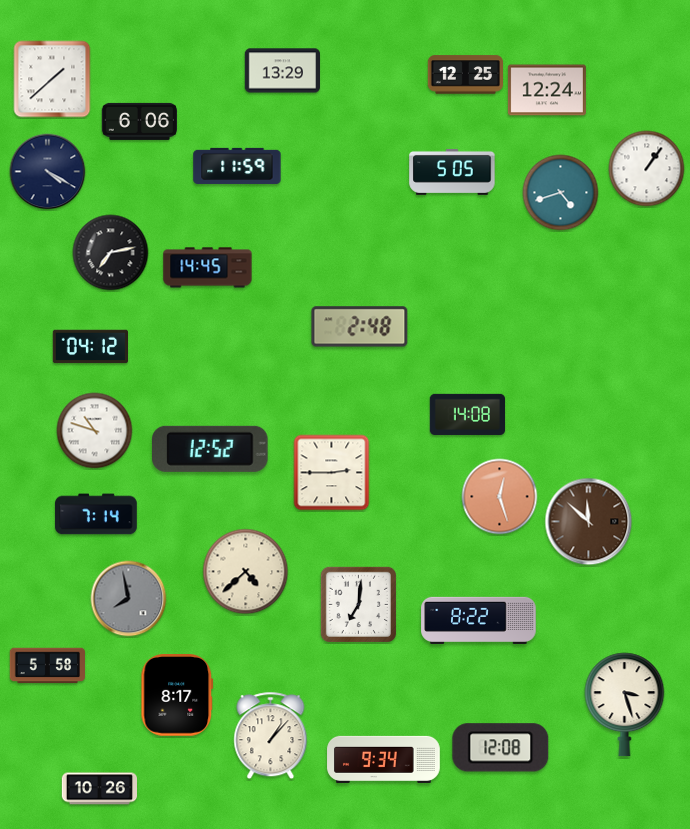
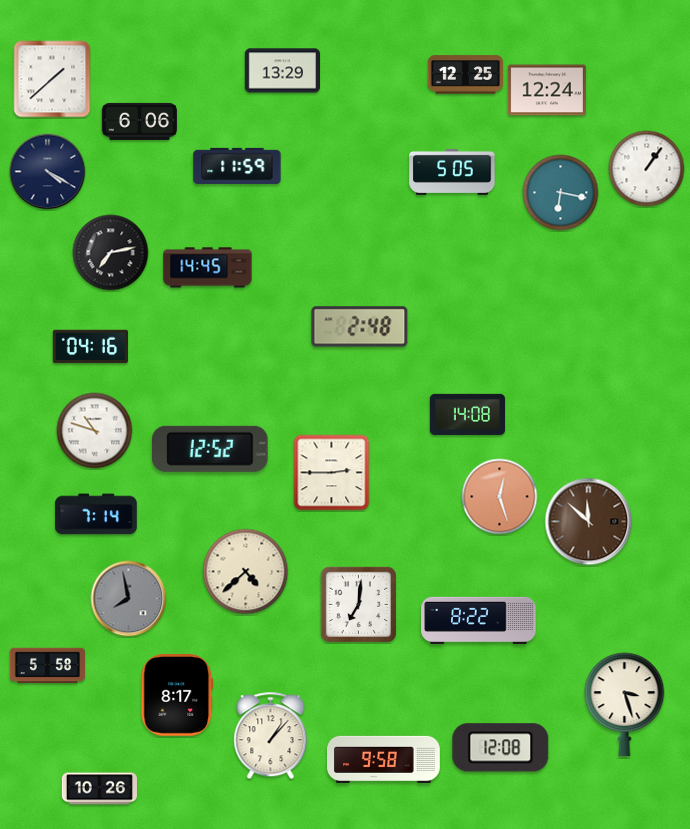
clock at (561, 193): 4:42 -> 6:17
clock at (90, 347): 04:12 -> 04:16
clock at (384, 759): 9:34 -> 9:58
